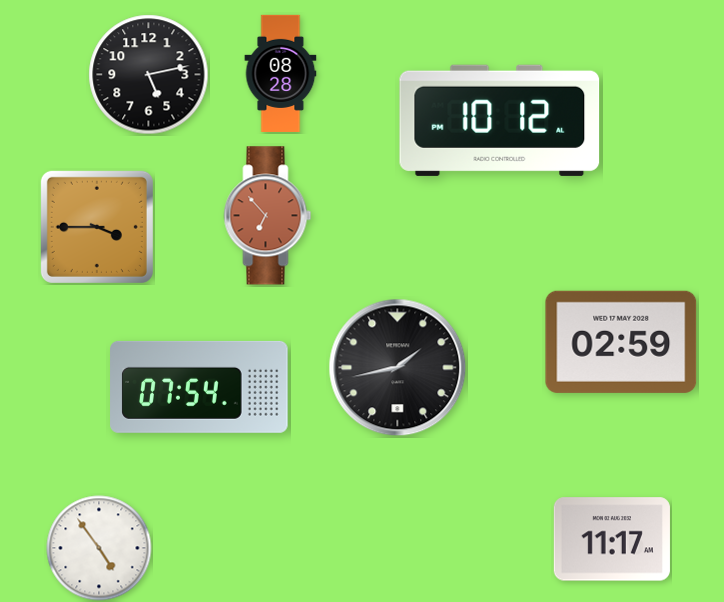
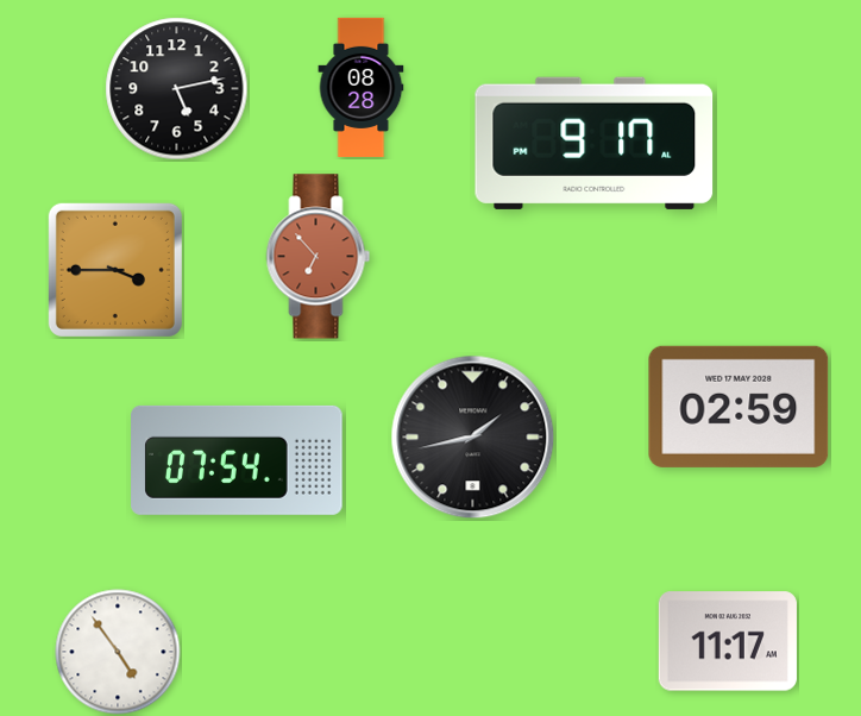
clock at (281, 73) position: (281, 73) -> (362, 87)
clock at (500, 120): 10:12 -> 9:17
